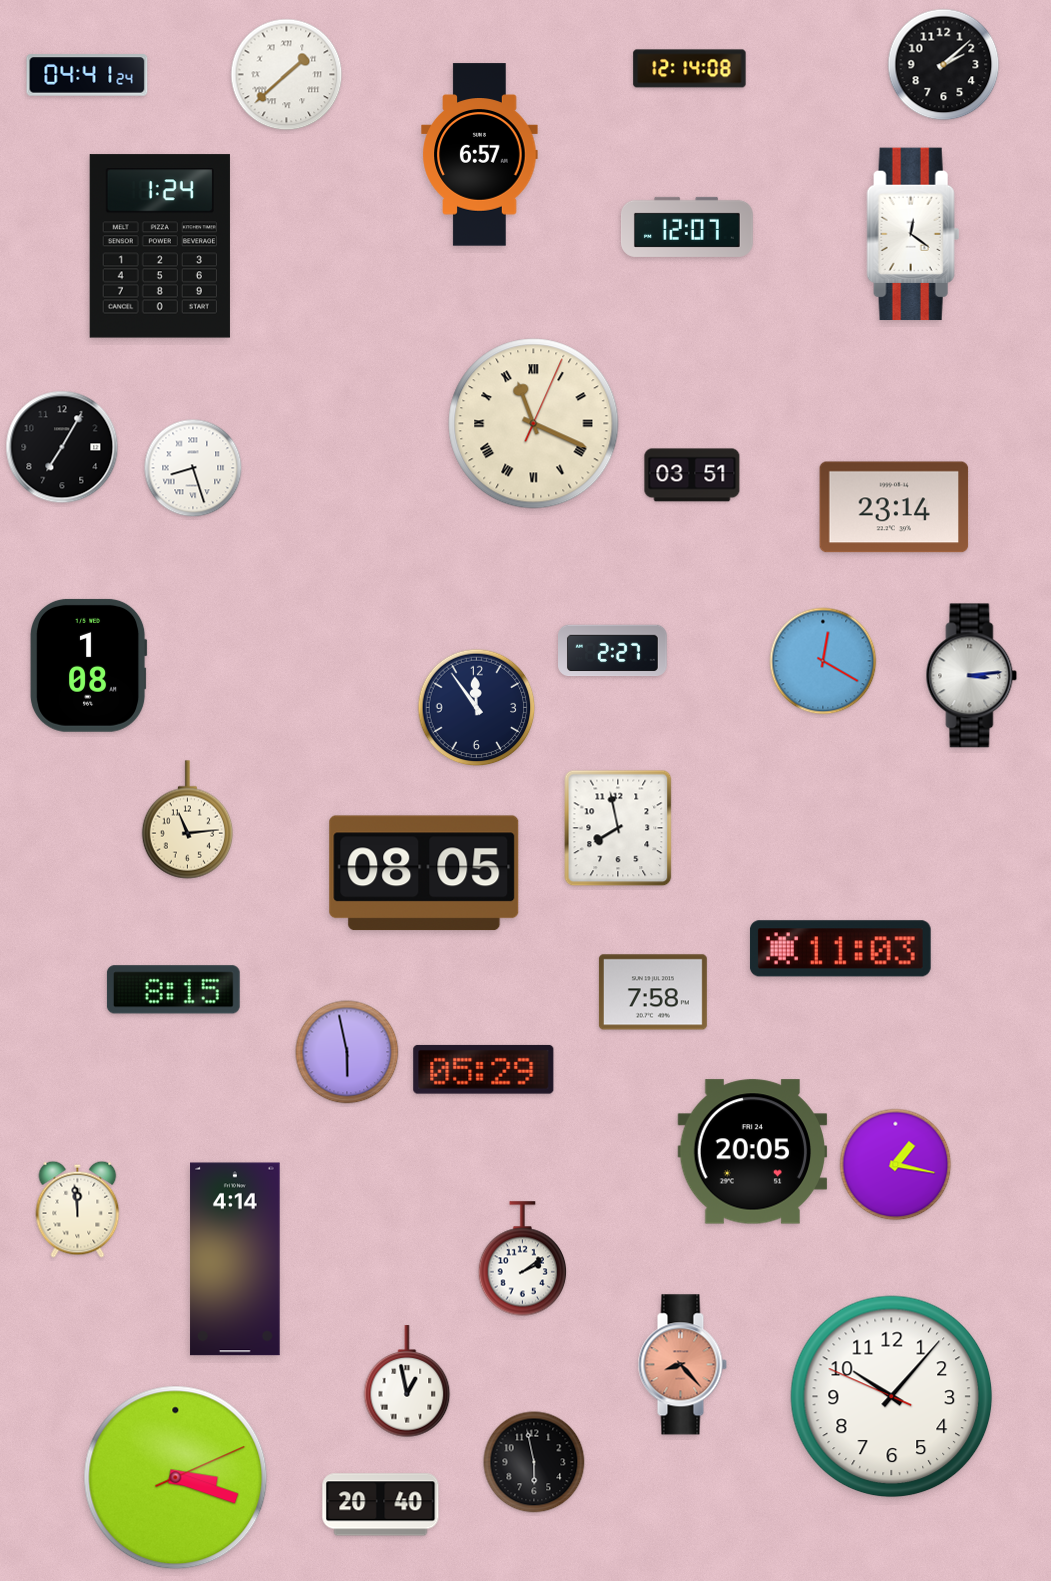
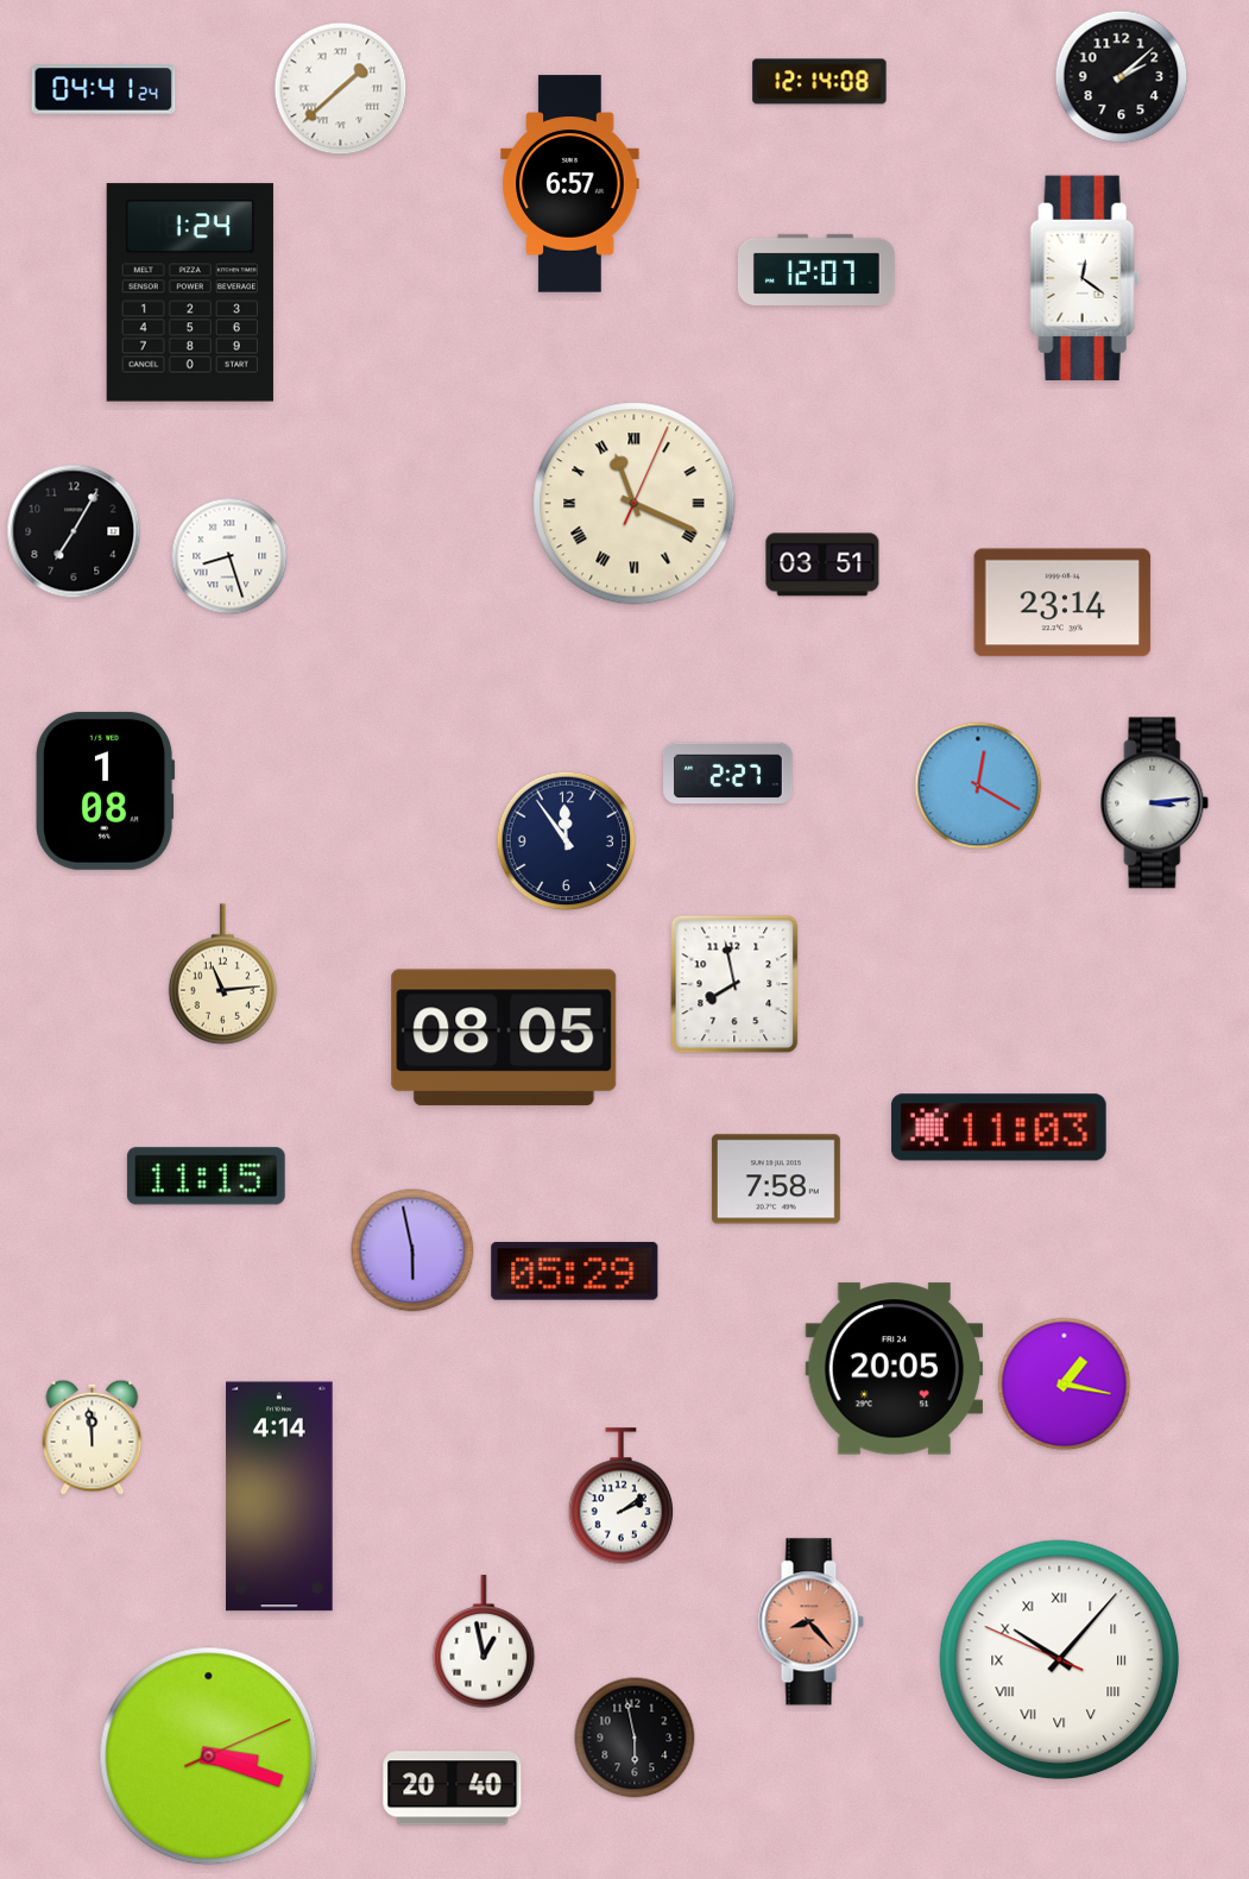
clock at (173, 990): 8:15 -> 11:15
clock at (892, 1397) numerals: Arabic -> Roman
